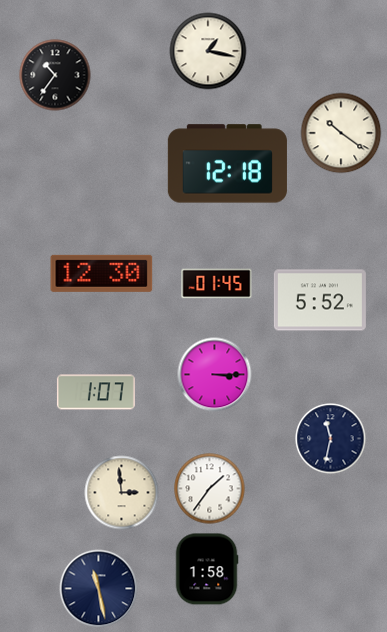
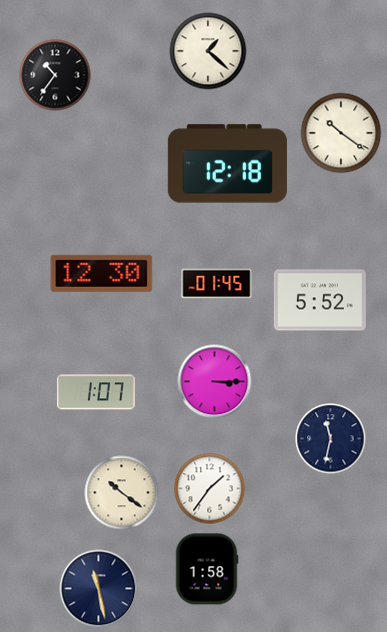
clock at (208, 51): 1:17 -> 1:22
clock at (215, 375) position: (215, 375) -> (215, 382)
clock at (122, 493): 2:59 -> 10:21
